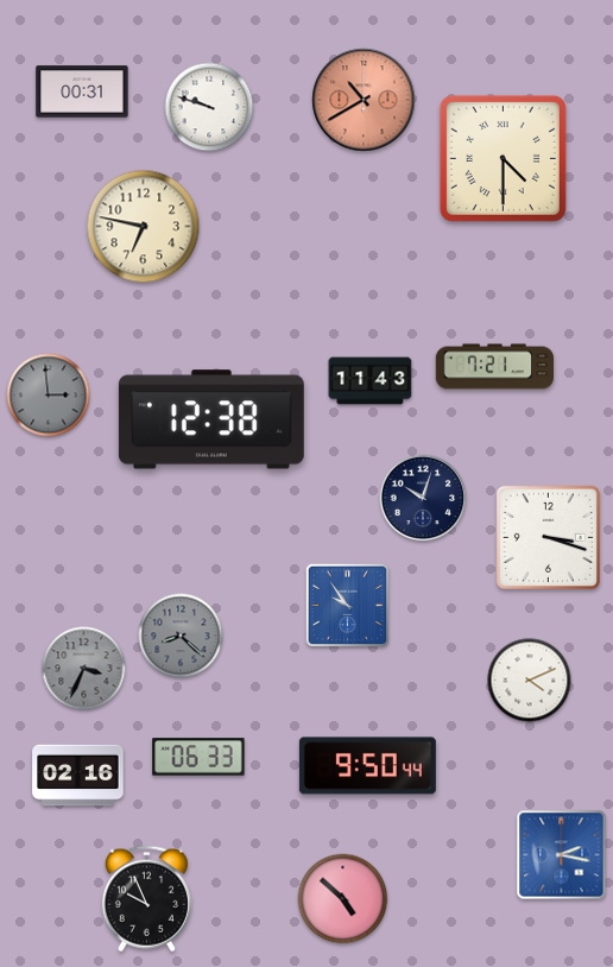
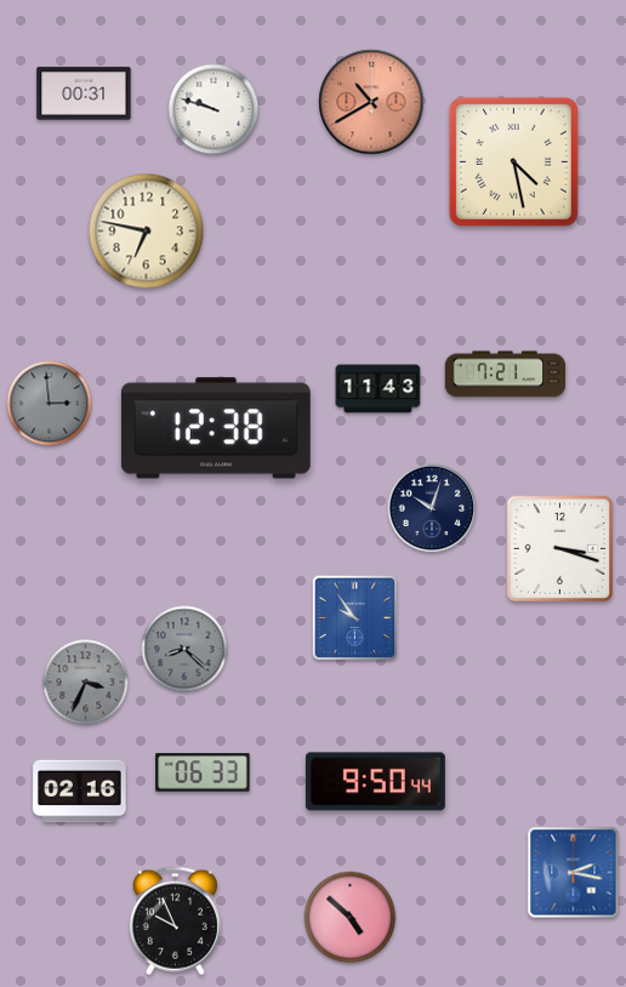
clock at (503, 158): 4:30 -> 4:28
clock at (530, 681): 4:11 -> none
clock at (146, 899) position: (146, 899) -> (175, 922)
